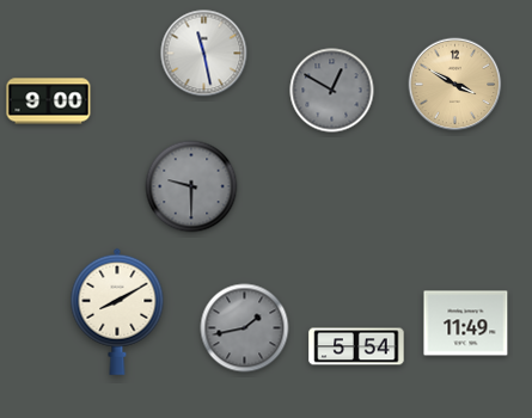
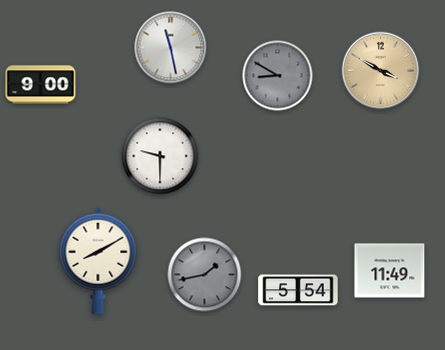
clock at (204, 54) position: (204, 54) -> (171, 48)
clock at (332, 91): 12:50 -> 8:50
clock at (191, 186) dial: grey -> white
